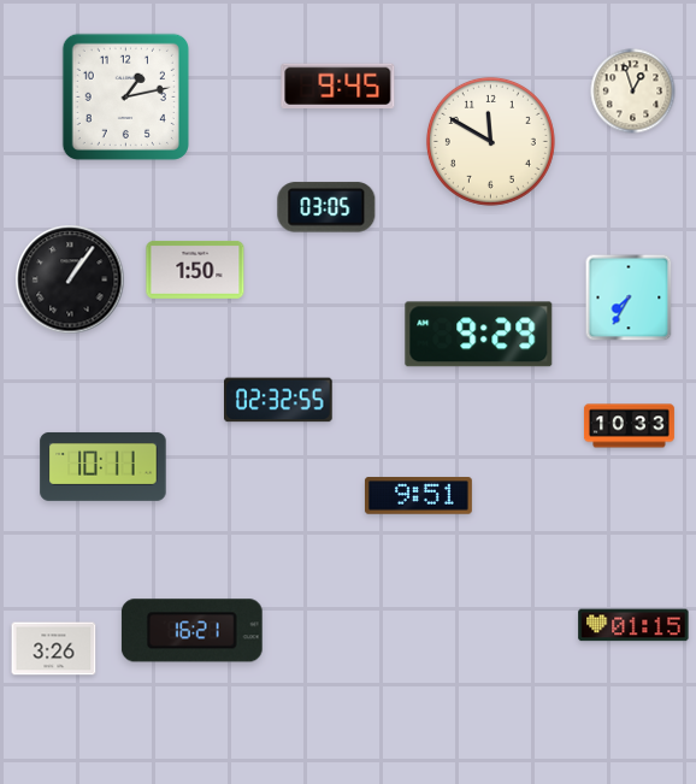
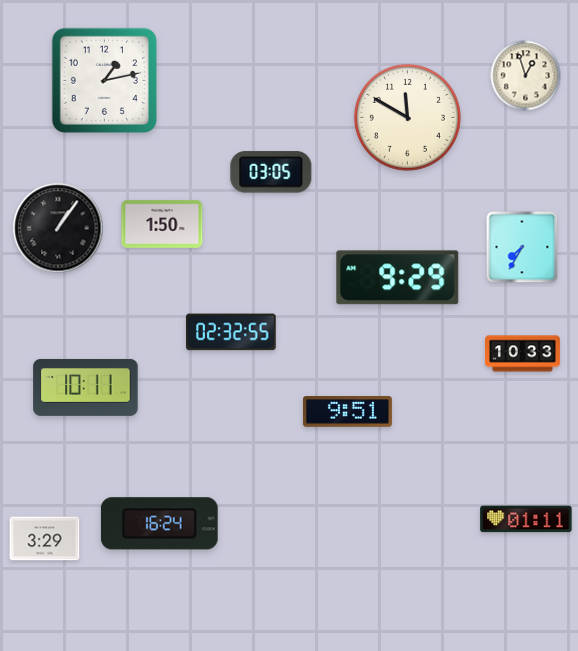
clock at (338, 86): 9:45 -> none
clock at (70, 279) position: (70, 279) -> (58, 228)
clock at (633, 625): 01:15 -> 01:11
clock at (191, 631): 16:21 -> 16:24
clock at (54, 649): 3:26 -> 3:29
